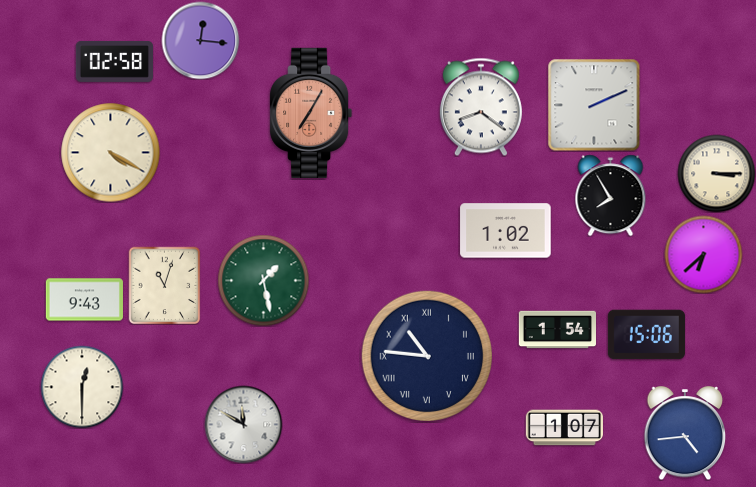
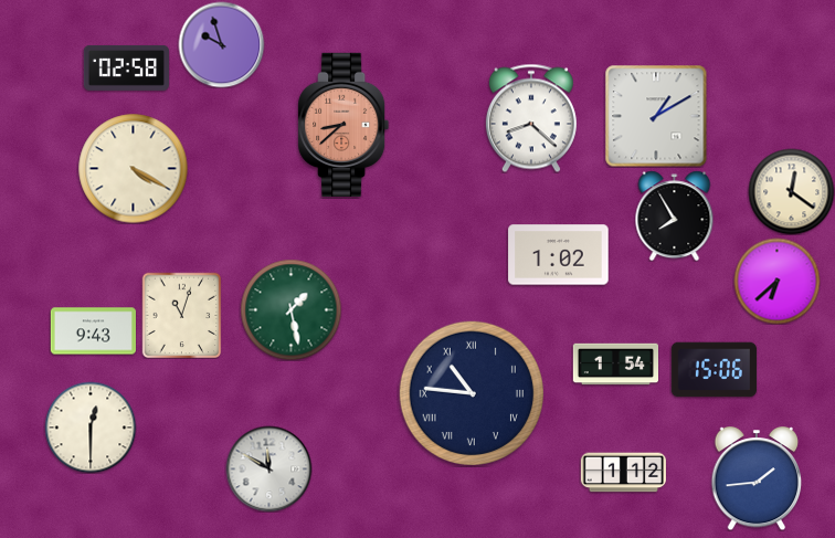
clock at (200, 40): 12:16 -> 9:57
clock at (594, 105): 2:11 -> 1:10
clock at (481, 107): 8:21 -> 8:22
clock at (311, 113): 7:05 -> 8:38
clock at (111, 153) position: (111, 153) -> (134, 169)
clock at (716, 173): 3:15 -> 12:21
clock at (564, 428): 1:07 -> 1:12
clock at (685, 434): 4:44 -> 1:44
